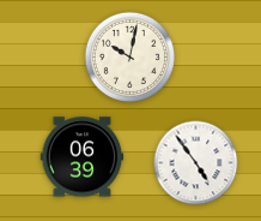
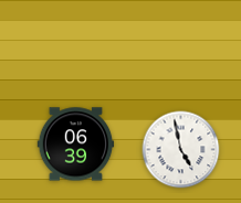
clock at (129, 56): 10:02 -> none
clock at (196, 163): 4:54 -> 4:58
